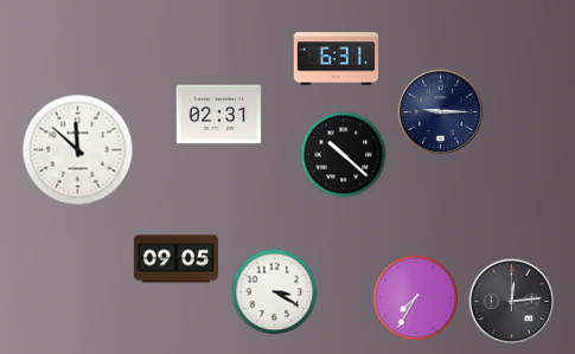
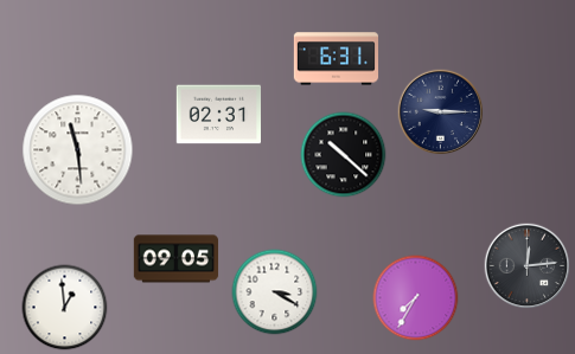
clock at (78, 150): 11:52 -> 11:29
clock at (512, 302) position: (512, 302) -> (528, 266)
clock at (65, 308): none -> 12:59
